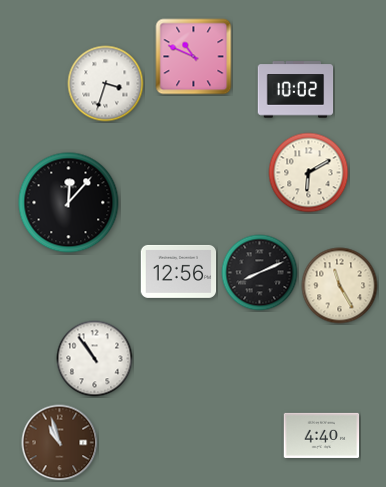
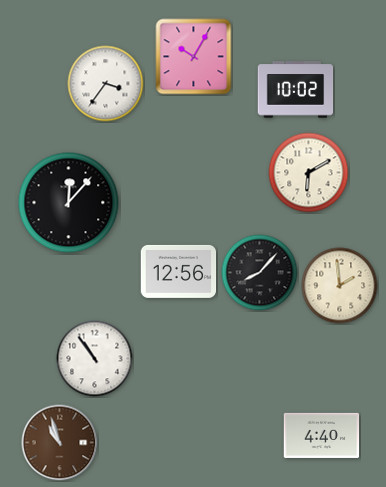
clock at (194, 57): 10:49 -> 10:05
clock at (106, 84): 3:33 -> 3:36
clock at (260, 273): 8:11 -> 8:07
clock at (340, 286): 11:25 -> 1:59
